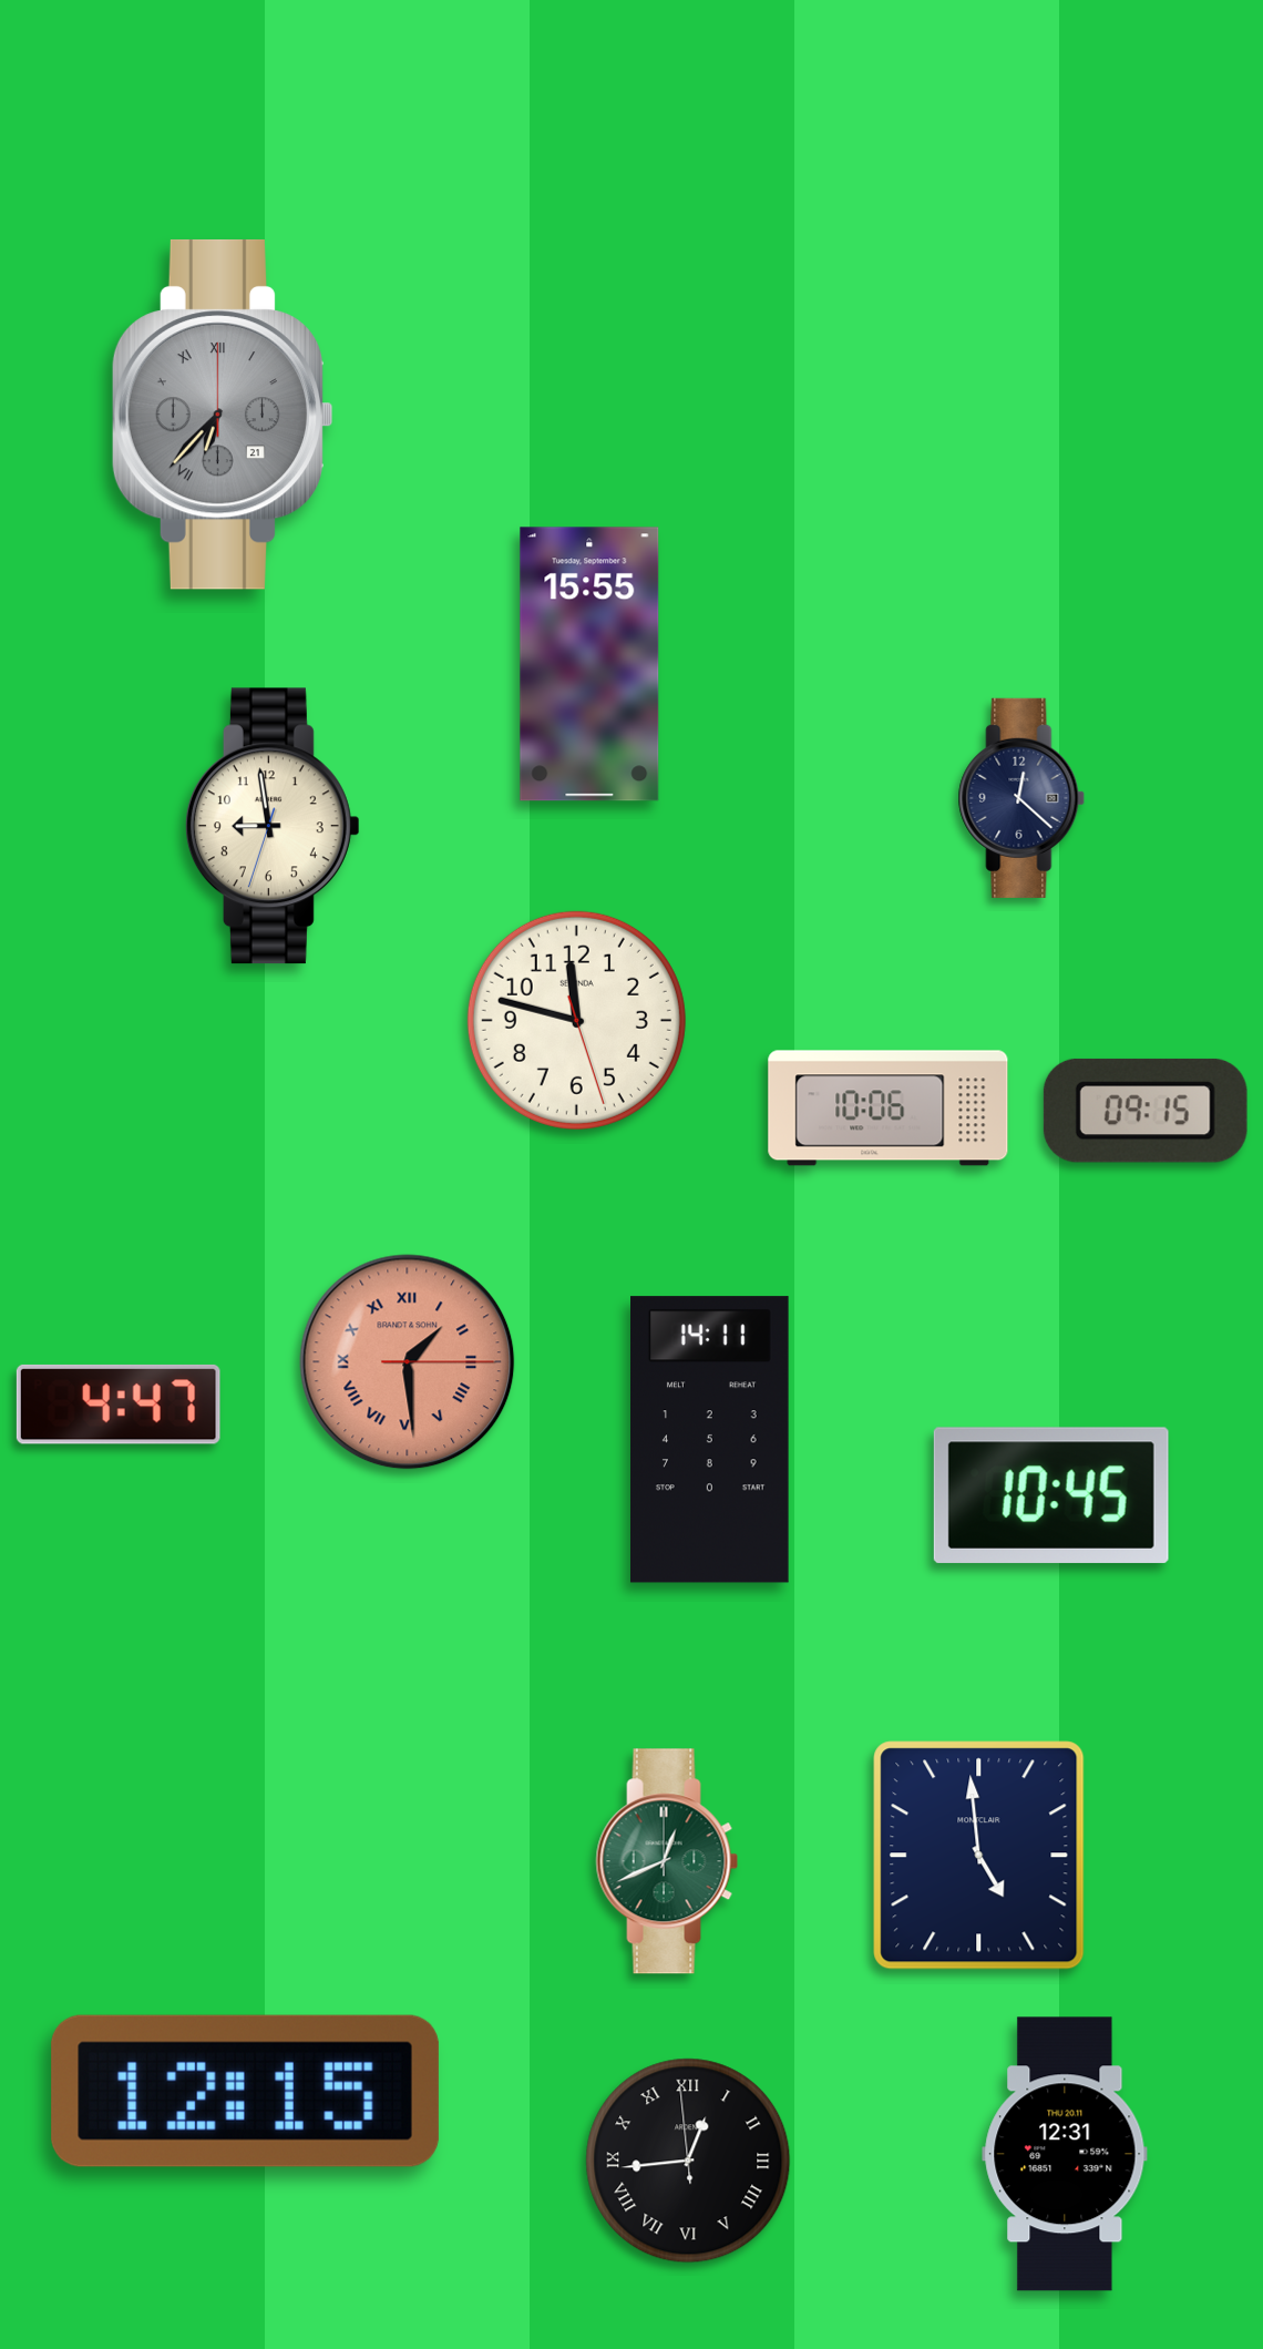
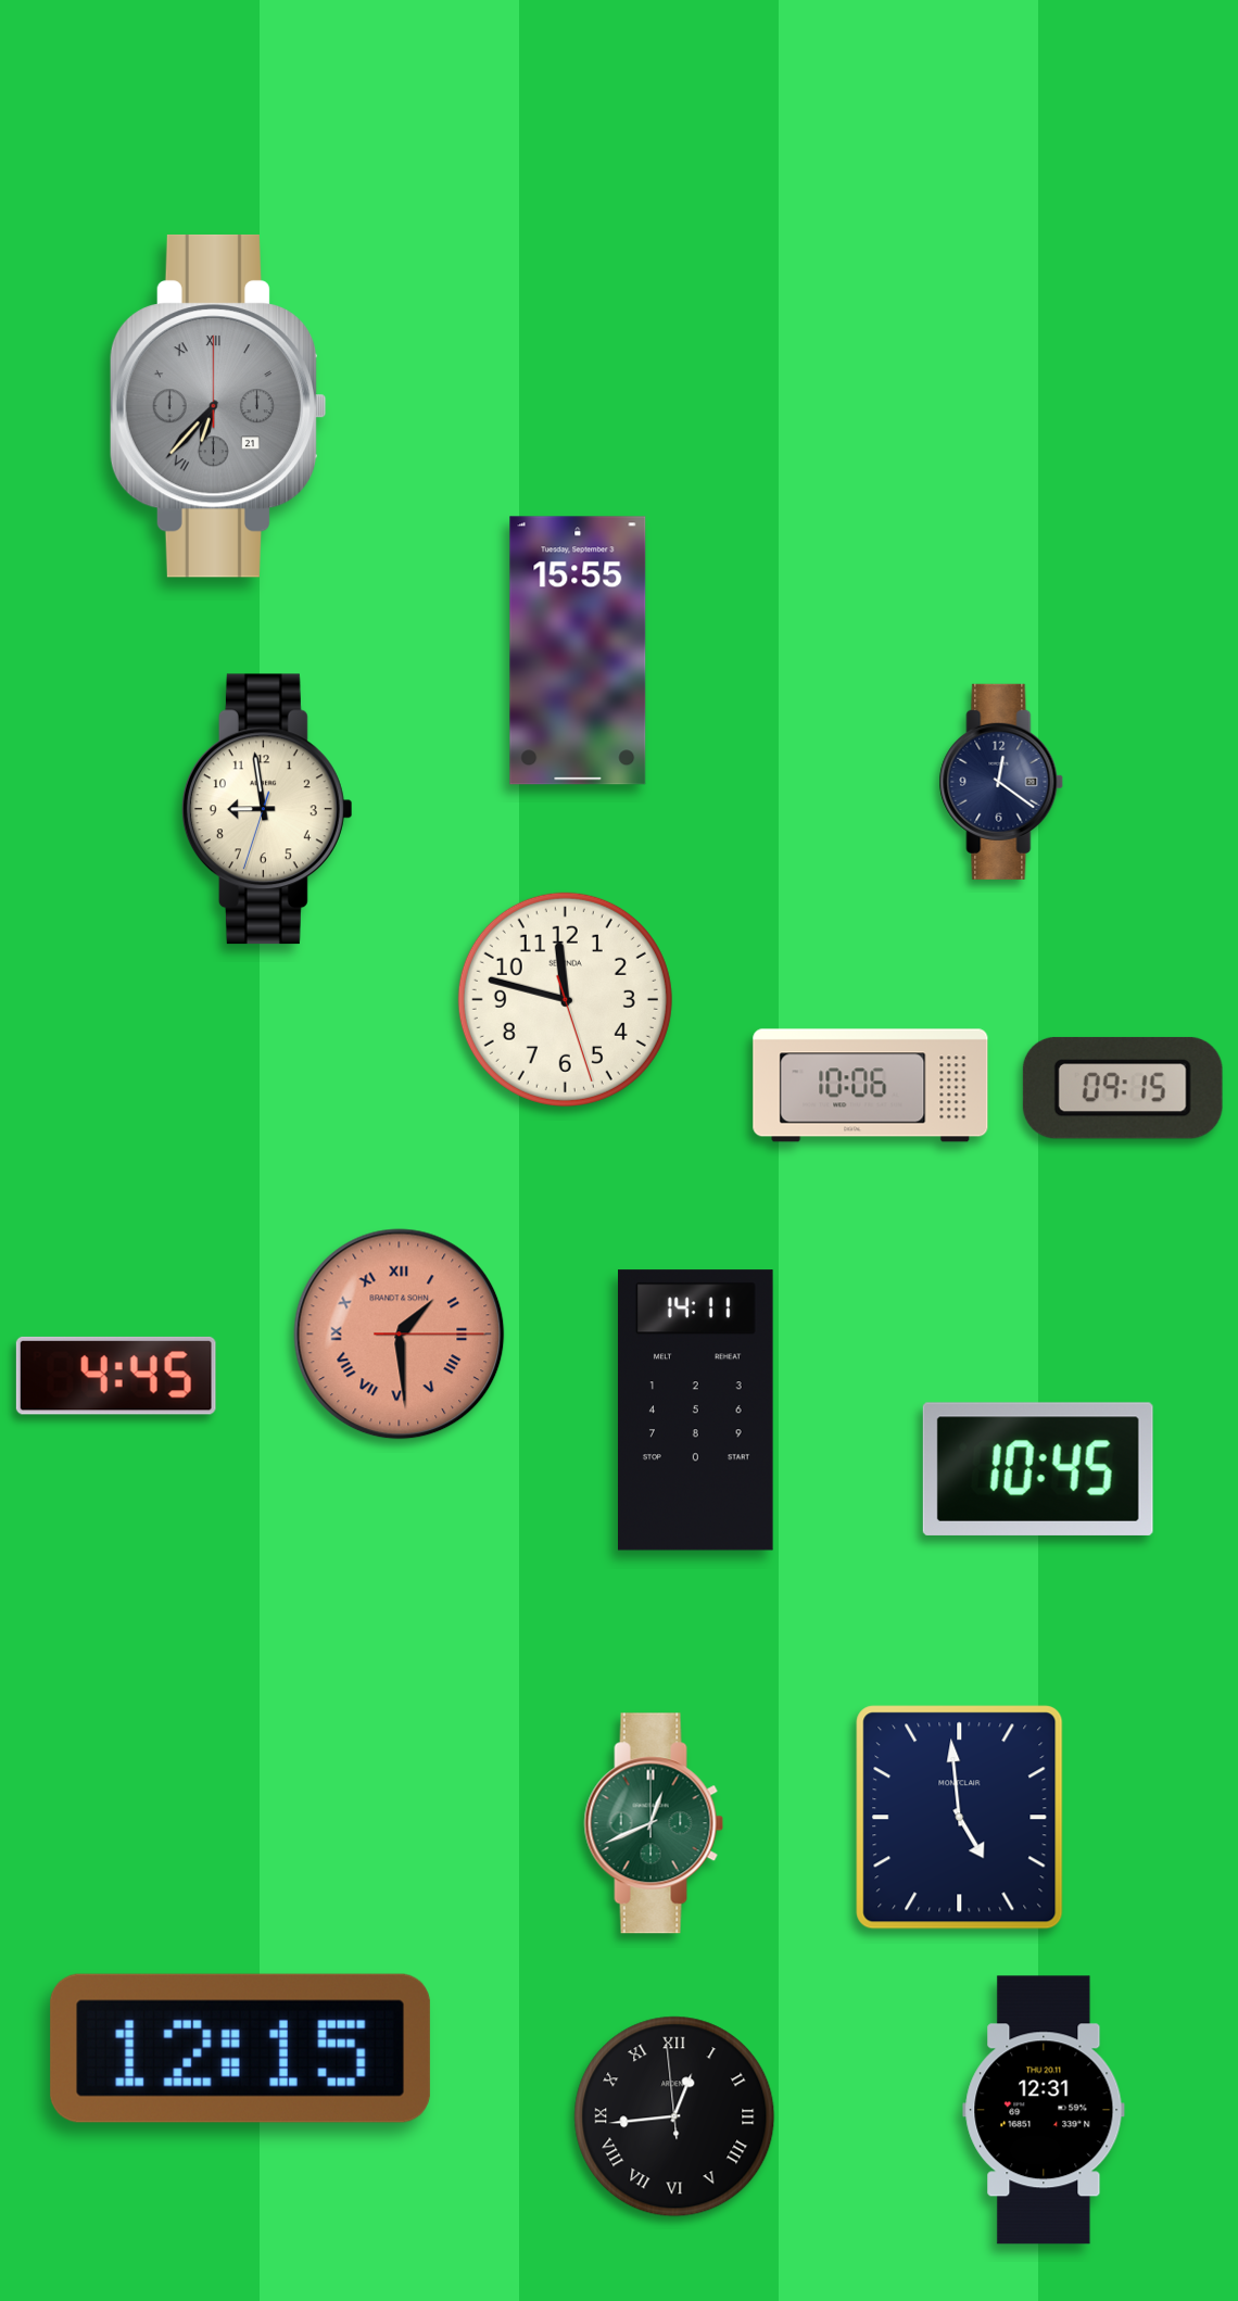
clock at (1021, 798): 12:22 -> 12:21
clock at (119, 1405): 4:47 -> 4:45
clock at (1051, 1495) position: (1051, 1495) -> (1038, 1469)
